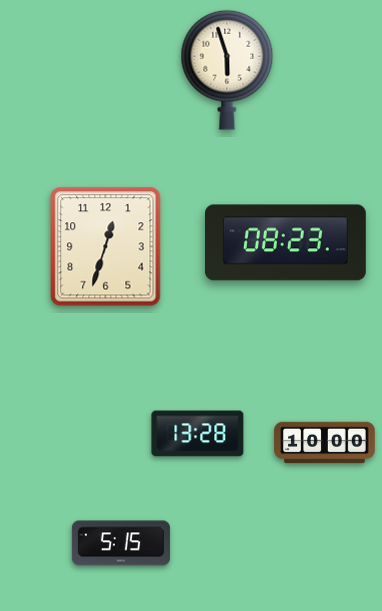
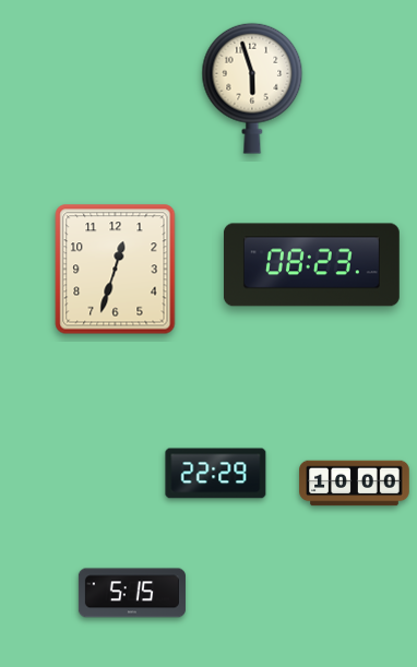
clock at (227, 70) position: (227, 70) -> (252, 88)
clock at (198, 434): 13:28 -> 22:29
